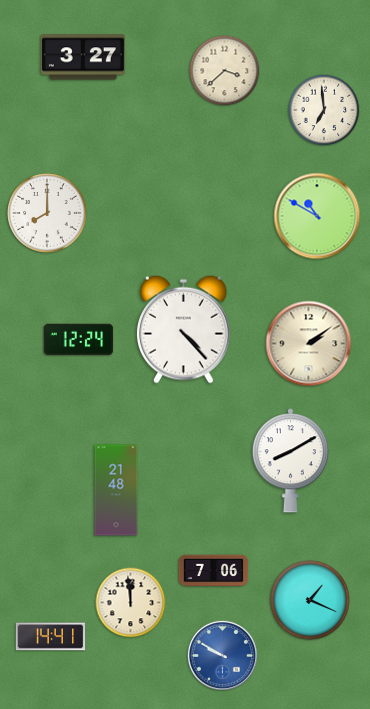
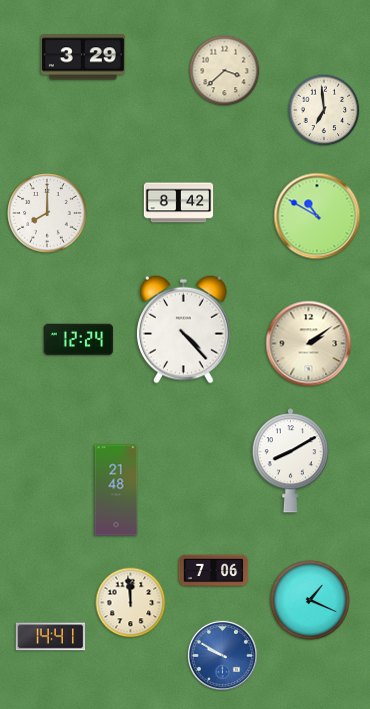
clock at (83, 57): 3:27 -> 3:29
clock at (179, 203): none -> 8:42
